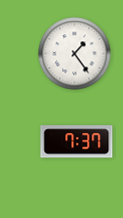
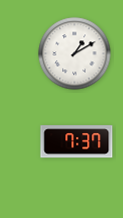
clock at (75, 54): 1:24 -> 1:10
